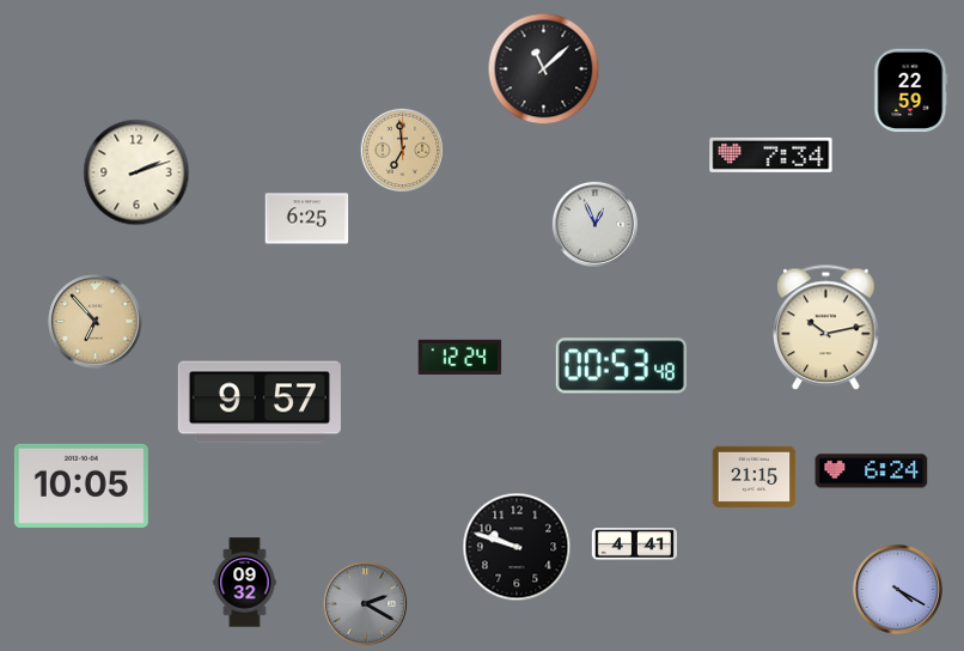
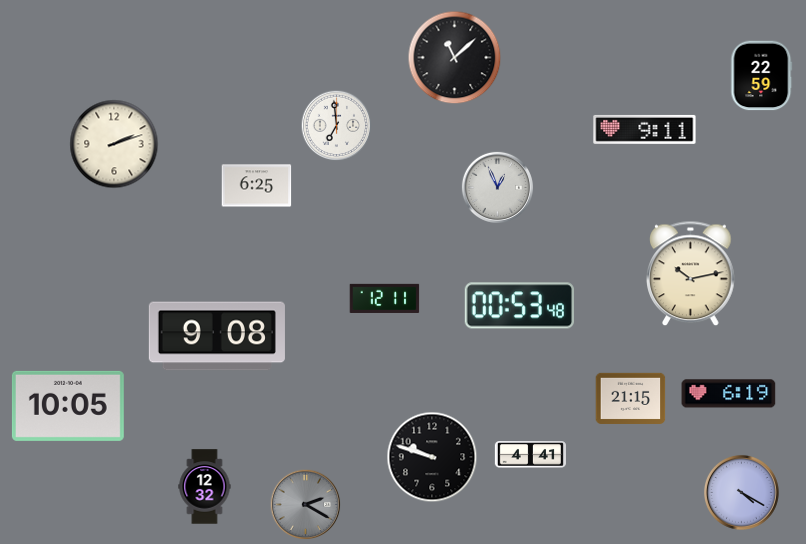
clock at (403, 151) dial: champagne -> white
clock at (771, 154): 7:34 -> 9:11
clock at (307, 219) position: (307, 219) -> (257, 186)
clock at (96, 322): 6:53 -> none
clock at (460, 357): 12:24 -> 12:11
clock at (260, 402): 9:57 -> 9:08
clock at (872, 471): 6:24 -> 6:19
clock at (245, 583): 09:32 -> 12:32
clock at (897, 589) position: (897, 589) -> (741, 492)
